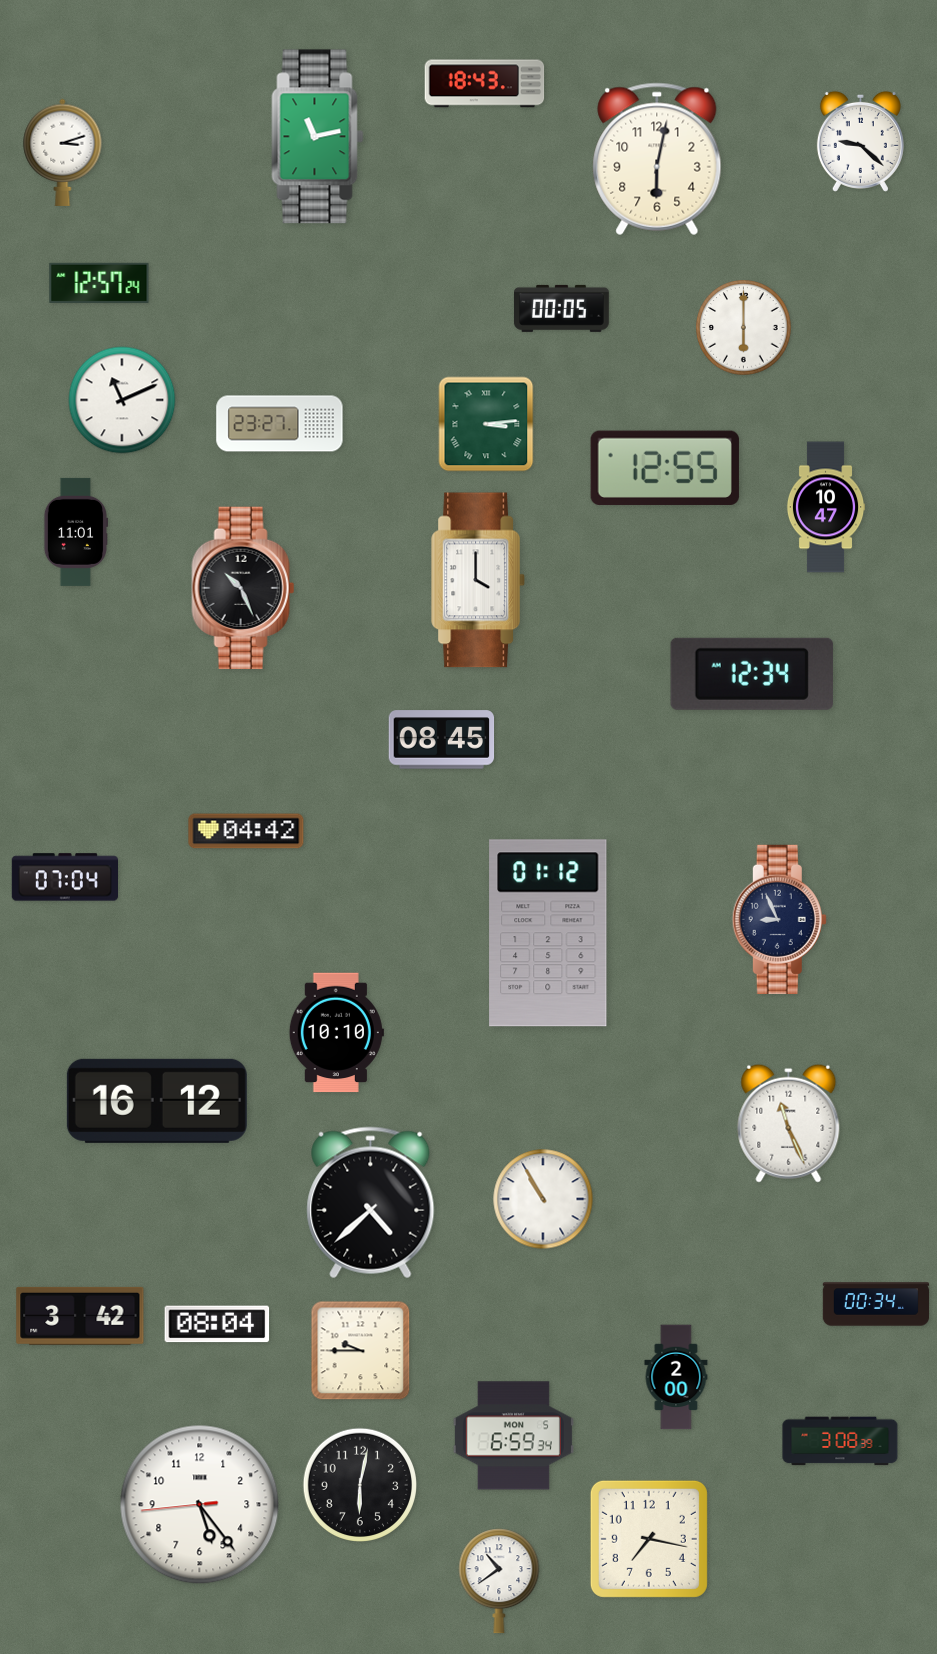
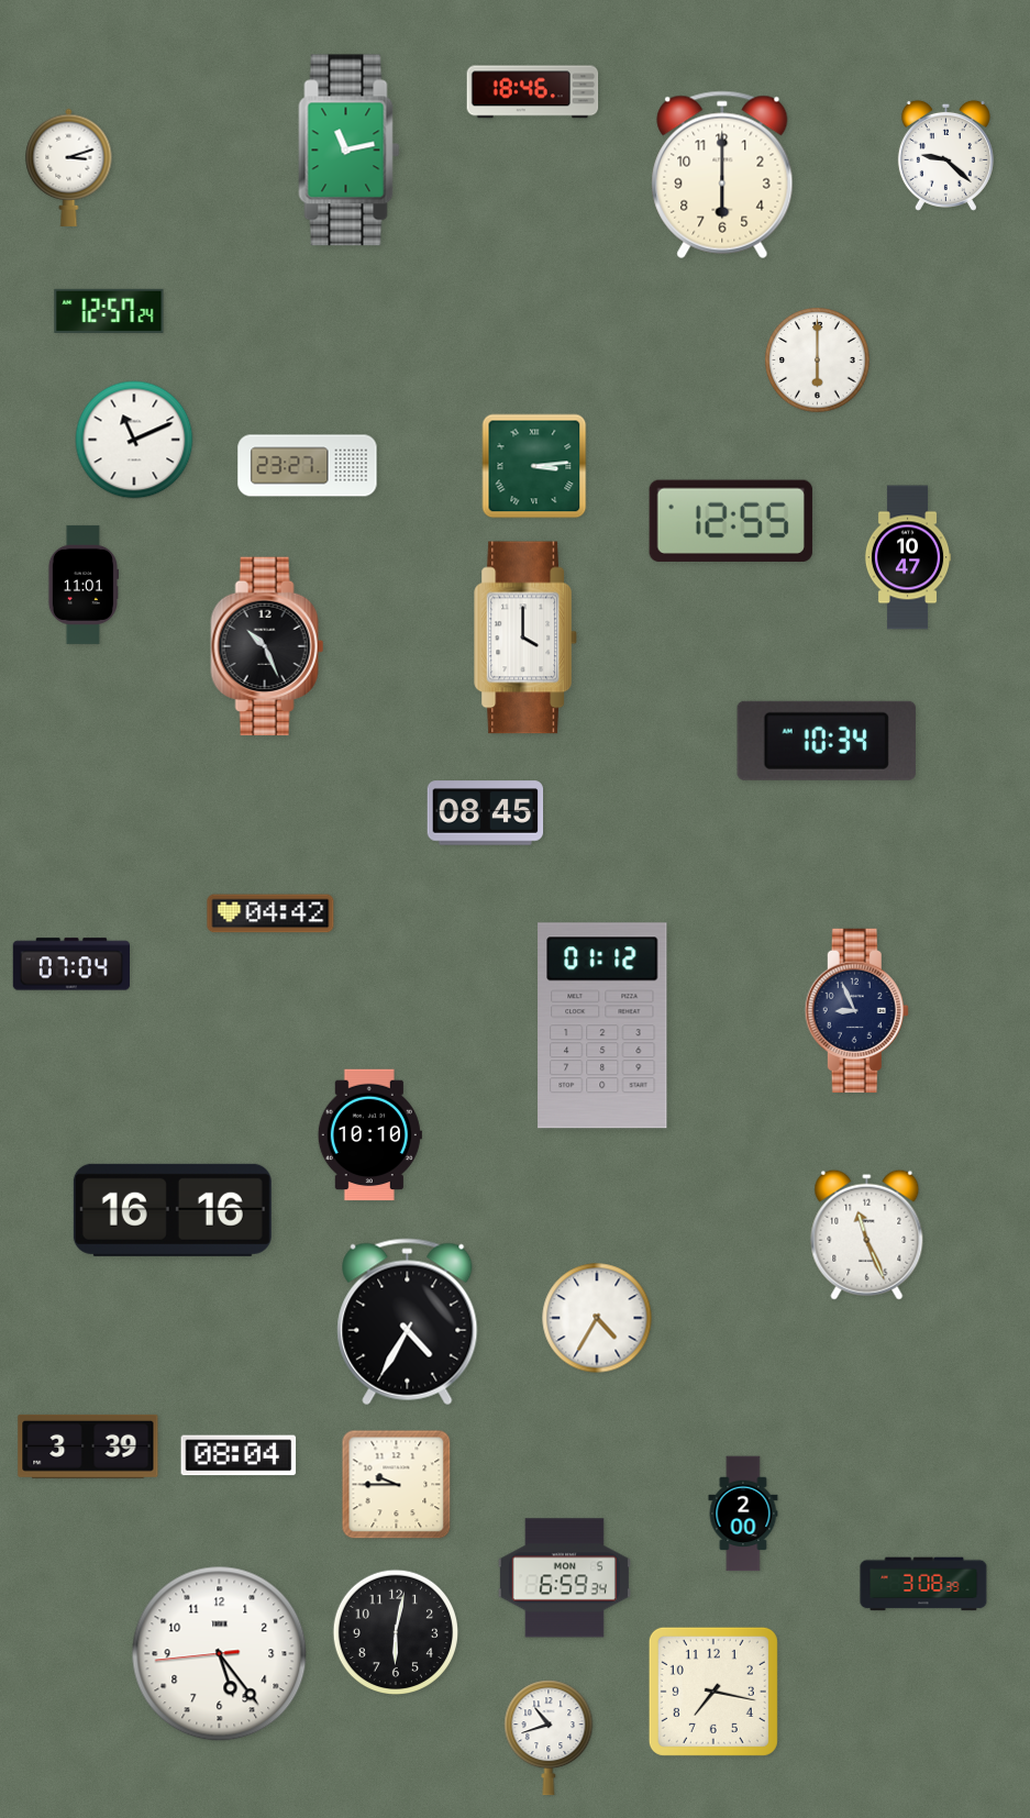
clock at (485, 84): 18:43 -> 18:46
clock at (657, 159): 6:02 -> 6:00
clock at (562, 308): 00:05 -> none
clock at (665, 468) position: (665, 468) -> (731, 521)
clock at (752, 674): 12:34 -> 10:34
clock at (157, 1101): 16:12 -> 16:16
clock at (543, 1199): 10:55 -> 4:35
clock at (371, 1203): 4:38 -> 4:35
clock at (876, 1304): 00:34 -> none
clock at (80, 1316): 3:42 -> 3:39
clock at (499, 1581): 10:39 -> 10:42
